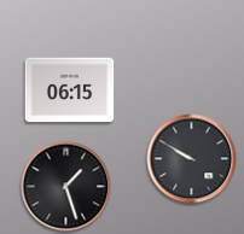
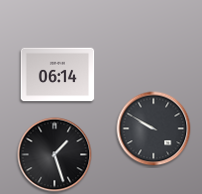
clock at (70, 90): 06:15 -> 06:14
clock at (192, 159) position: (192, 159) -> (154, 129)
